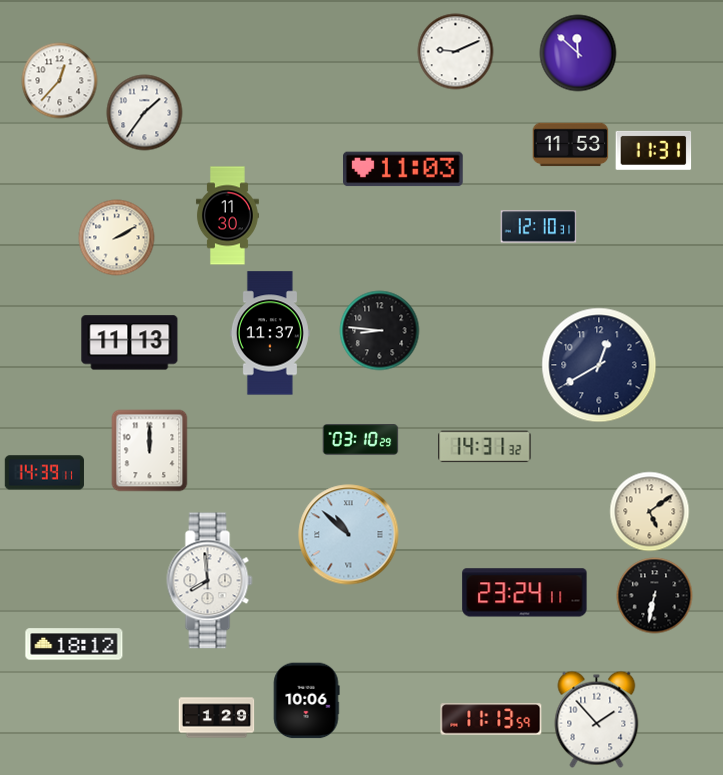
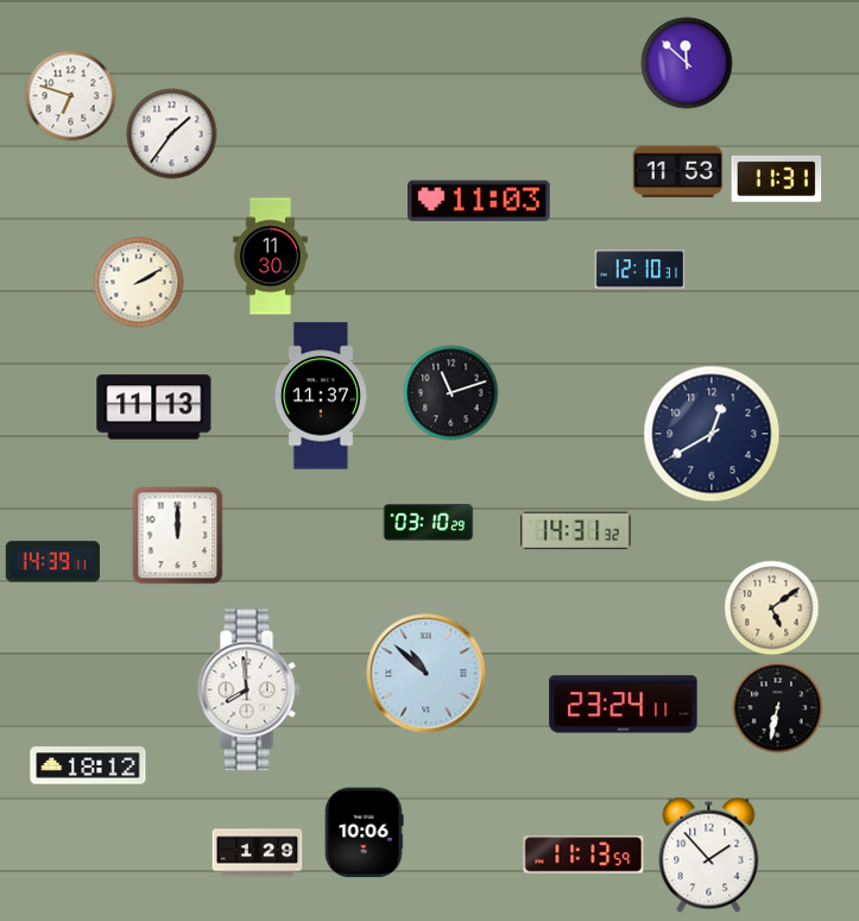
clock at (456, 52): 9:11 -> none
clock at (60, 81): 12:37 -> 6:48
clock at (380, 331): 8:46 -> 11:12
clock at (349, 535) position: (349, 535) -> (427, 674)
